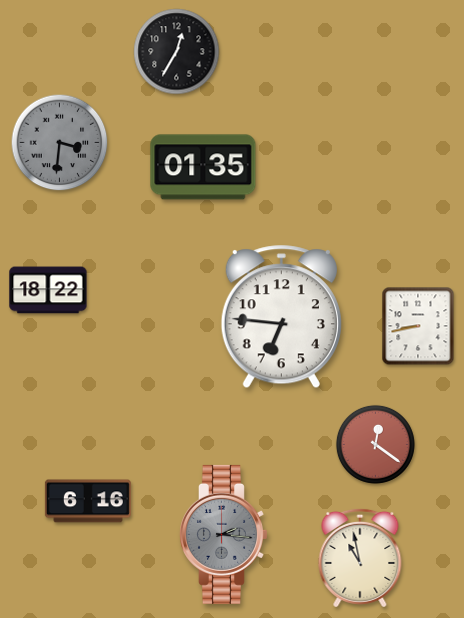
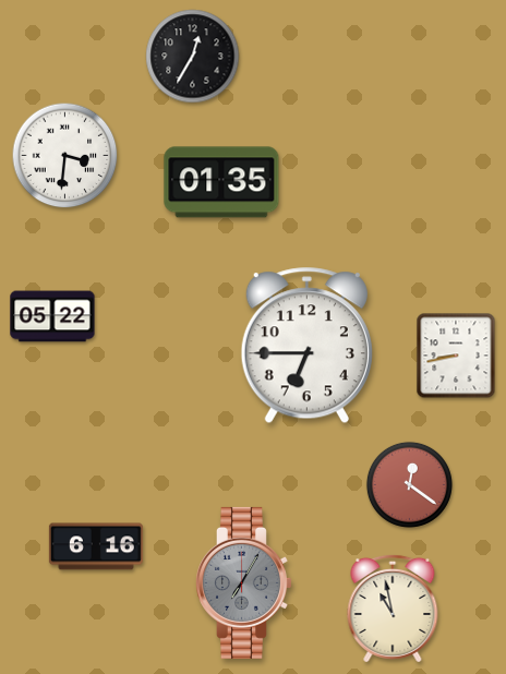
clock at (60, 143) dial: grey -> white
clock at (48, 290): 18:22 -> 05:22
clock at (281, 317): 6:46 -> 6:45
clock at (224, 534): 2:16 -> 7:05
